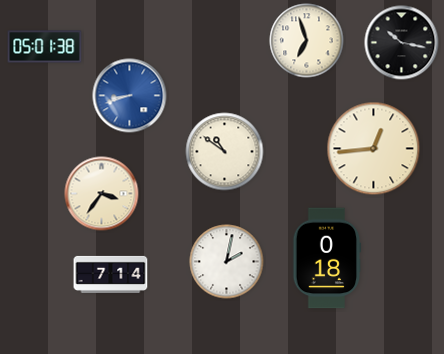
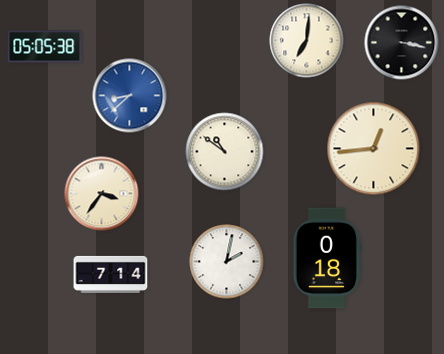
clock at (307, 41): 6:57 -> 7:01
clock at (402, 43): 10:17 -> 3:17
clock at (45, 47): 05:01 -> 05:05
clock at (130, 96): 8:42 -> 8:38
